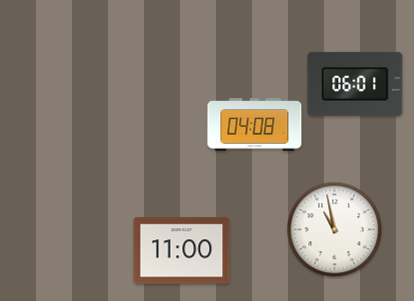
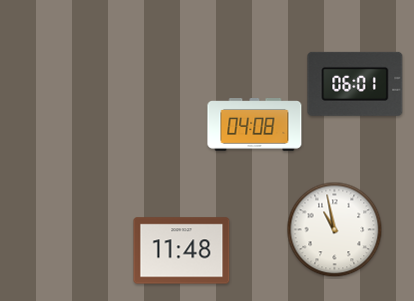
clock at (182, 251): 11:00 -> 11:48
